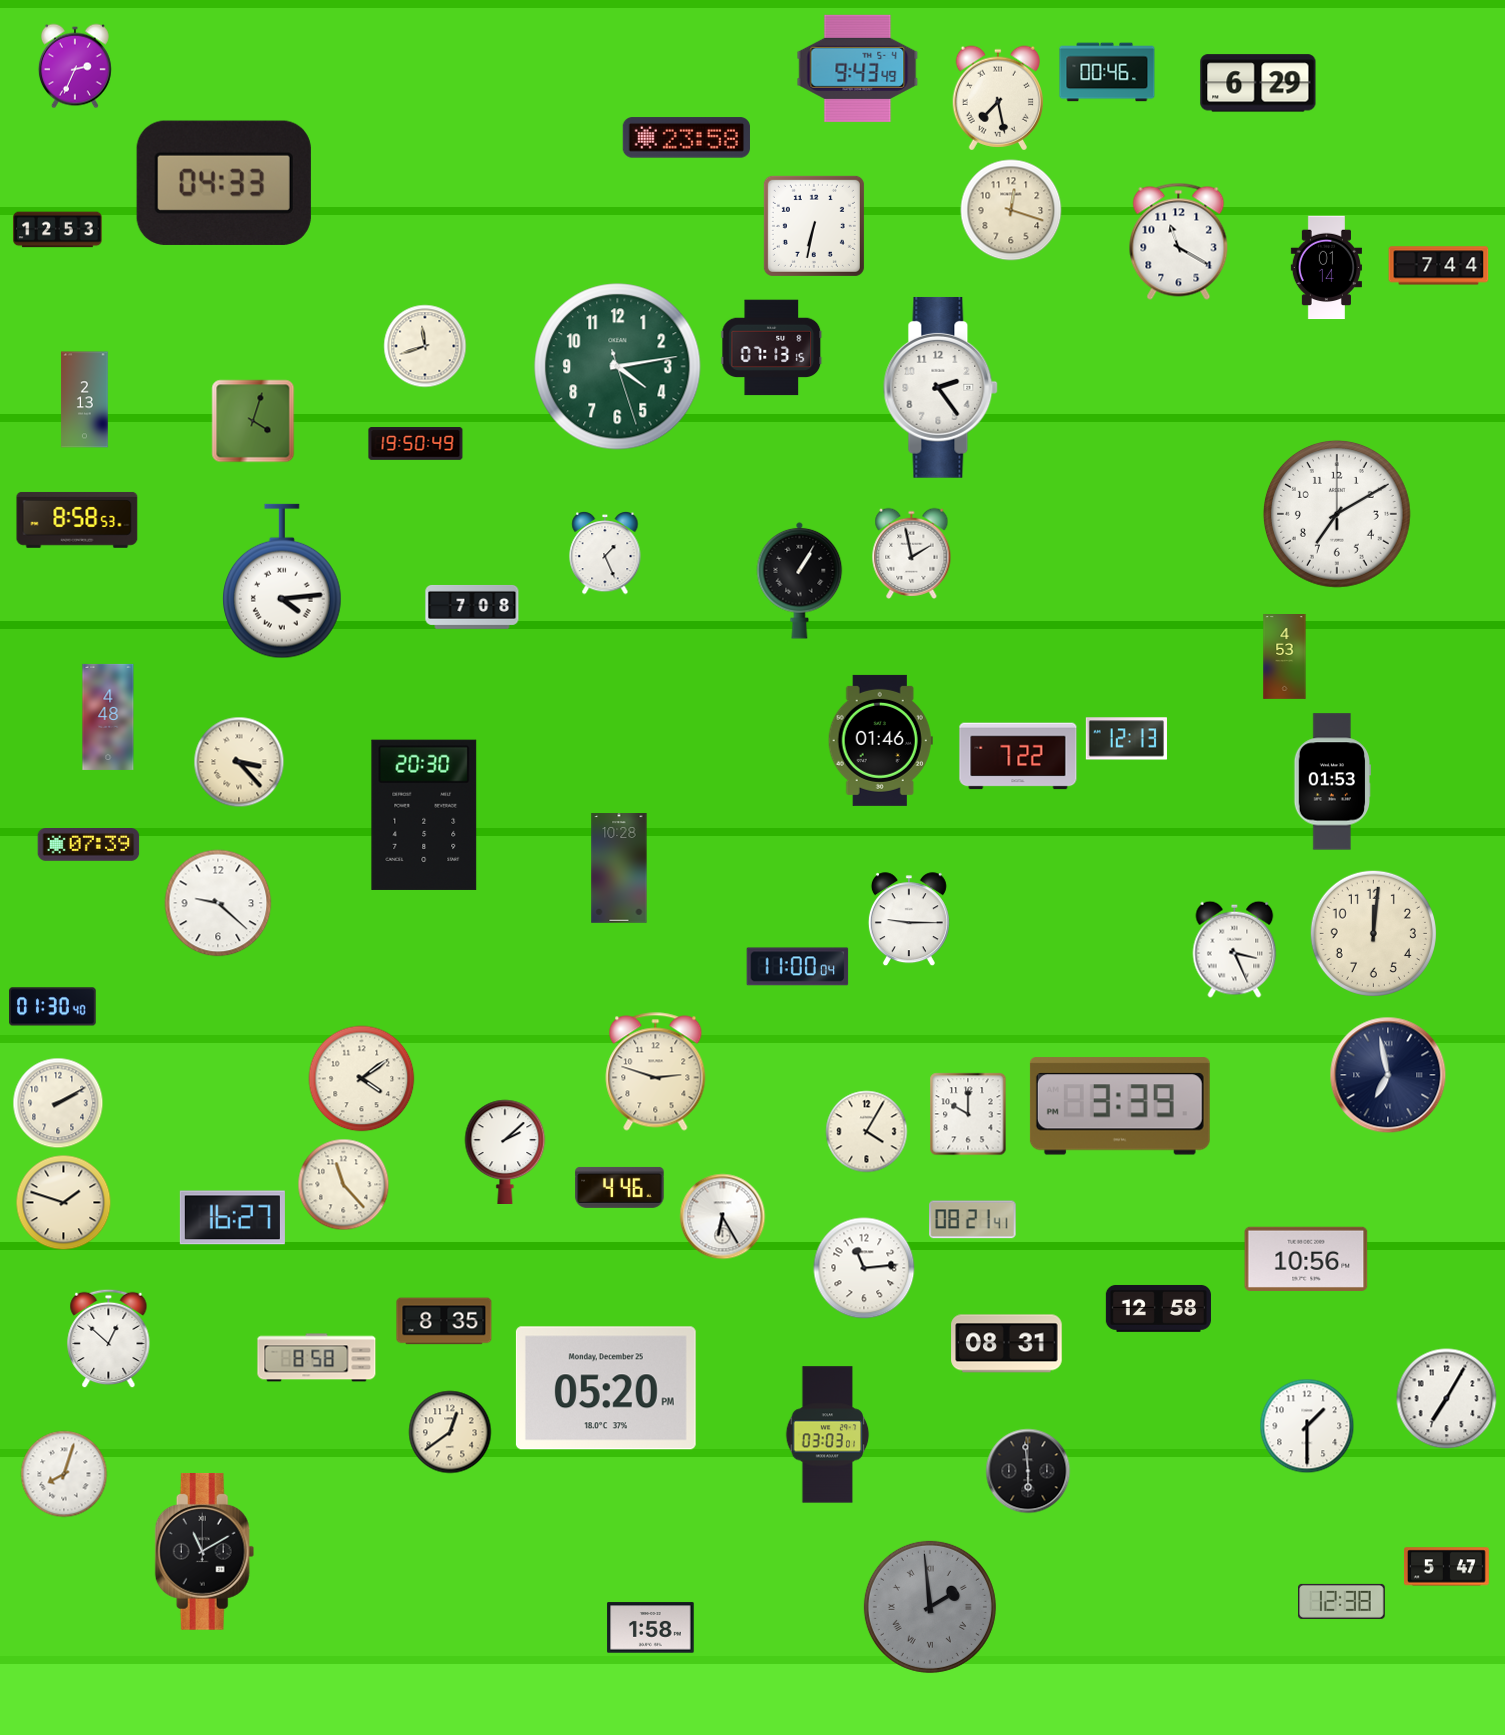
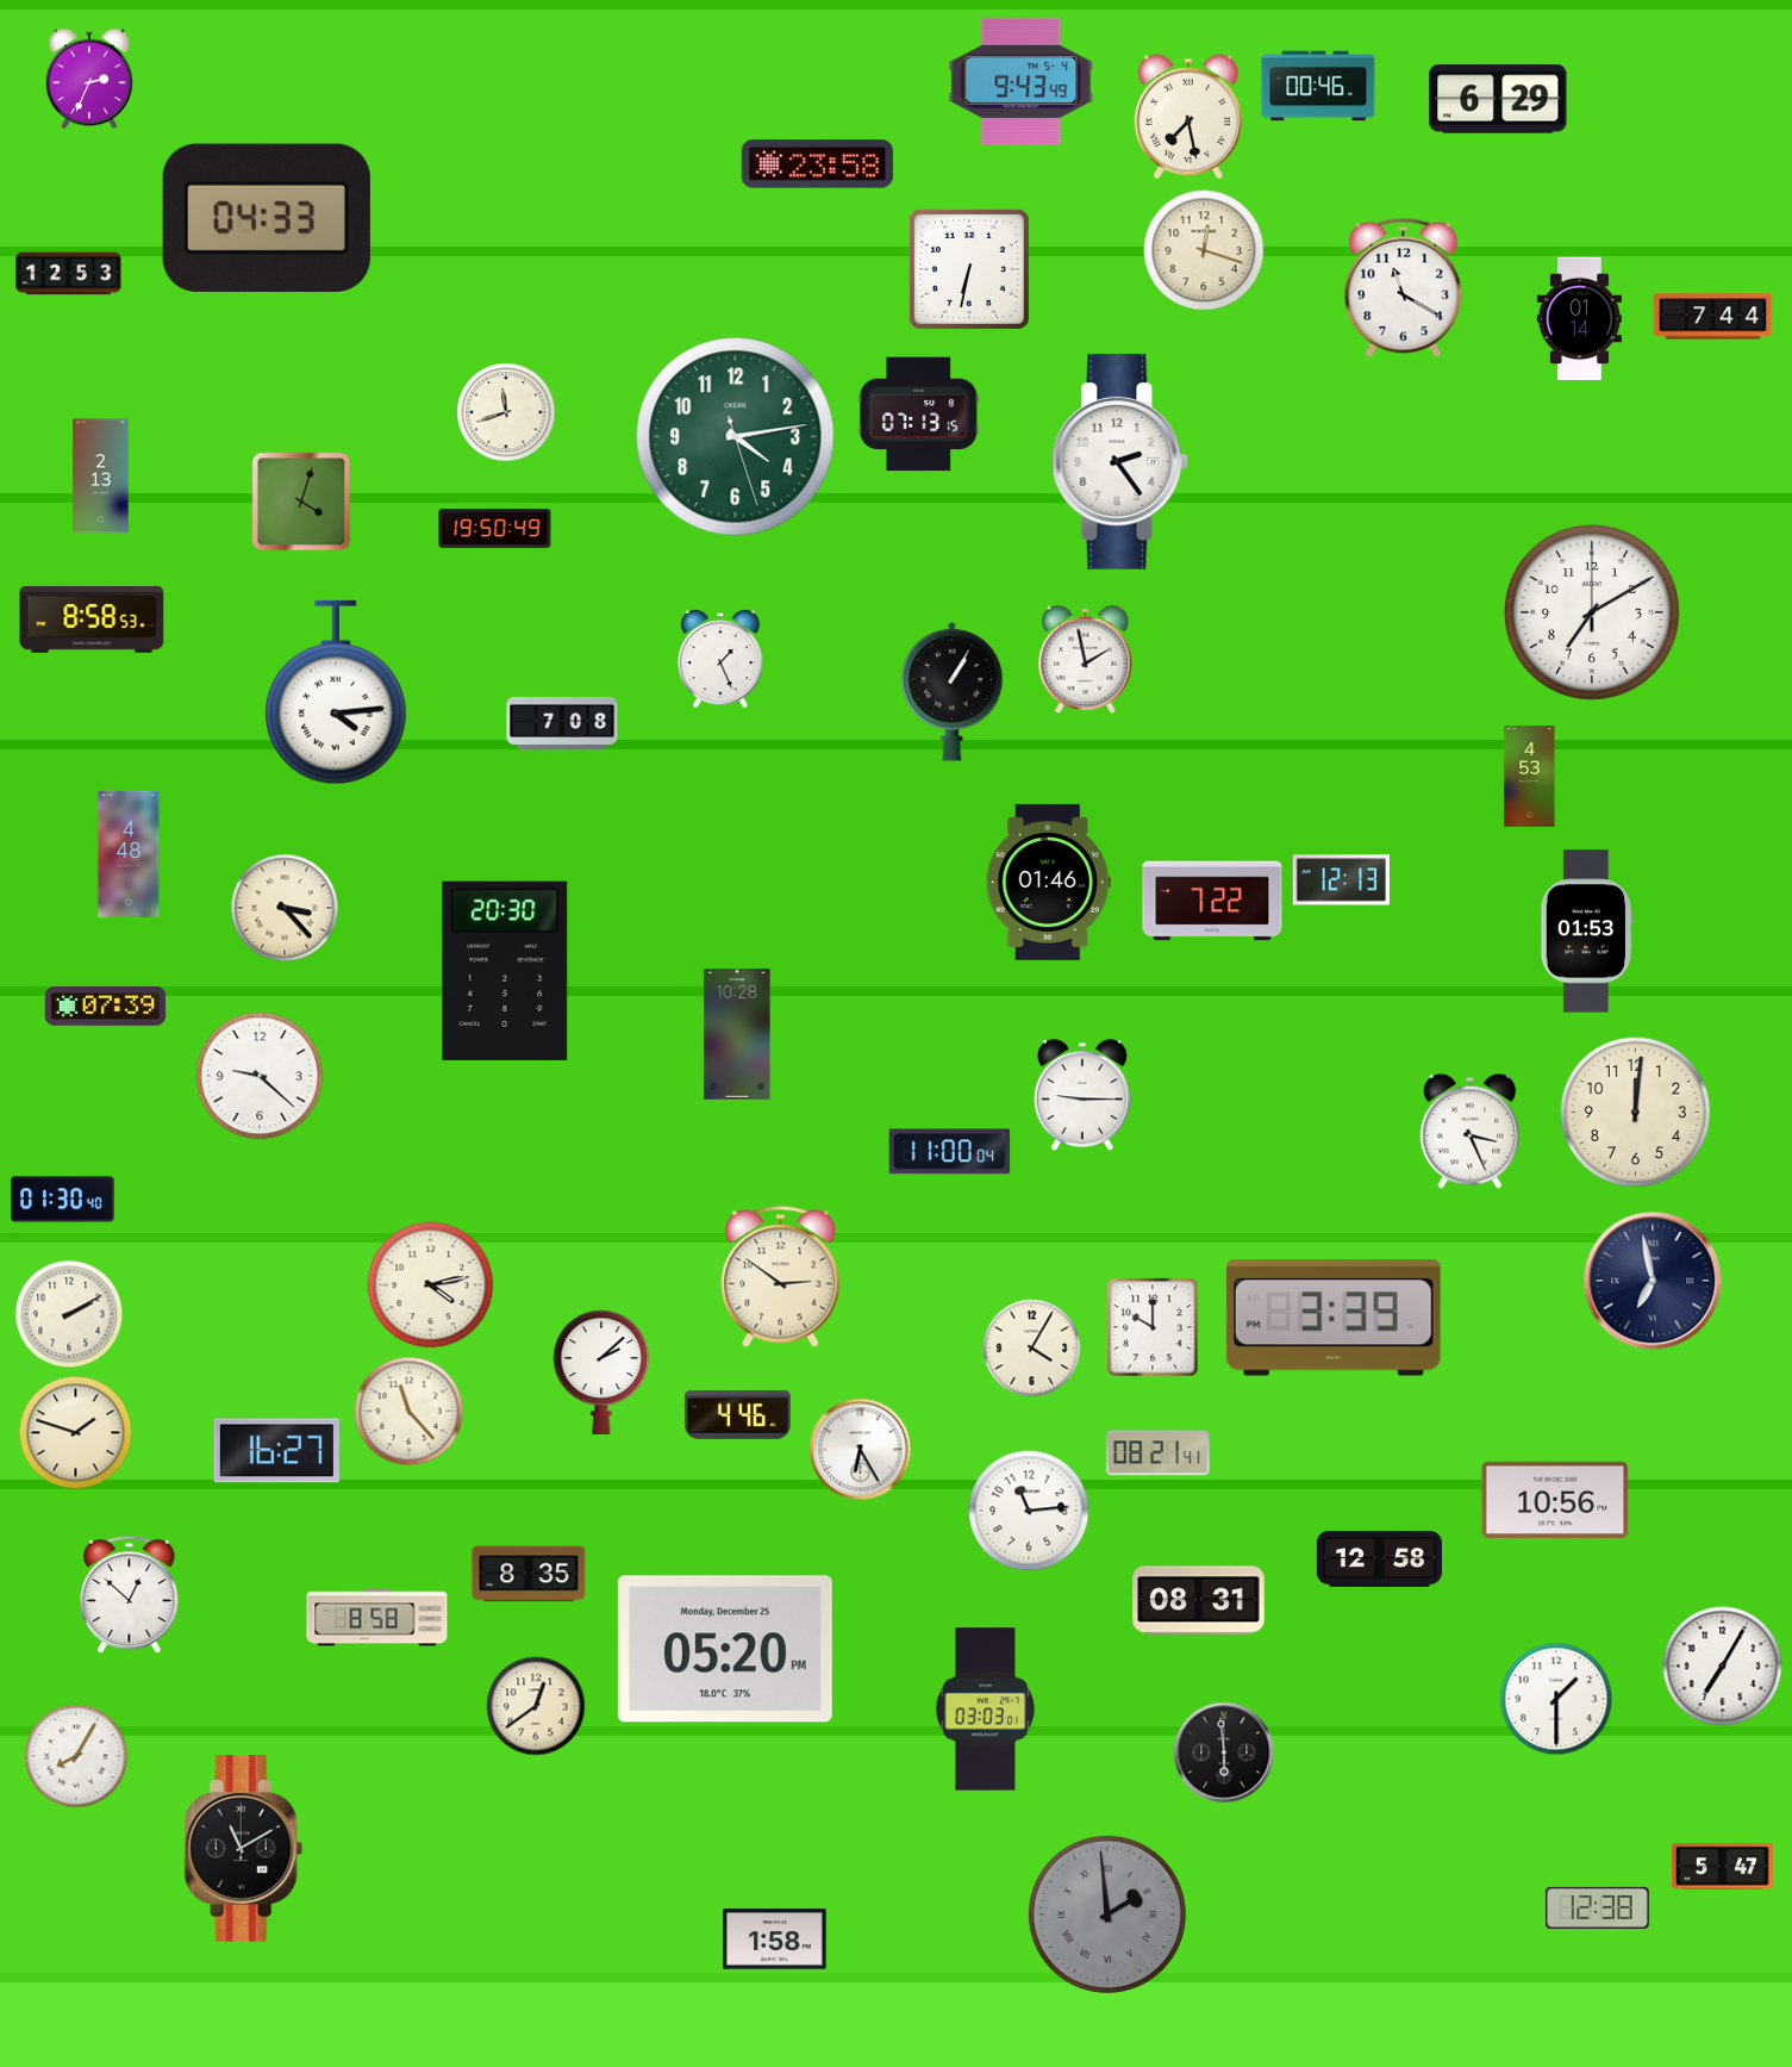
clock at (1285, 657) position: (1285, 657) -> (1530, 777)
clock at (656, 1072): 2:48 -> 2:51
clock at (362, 1079): 4:09 -> 4:13
clock at (606, 1388) position: (606, 1388) -> (725, 1649)
clock at (64, 1474): 8:03 -> 8:05
